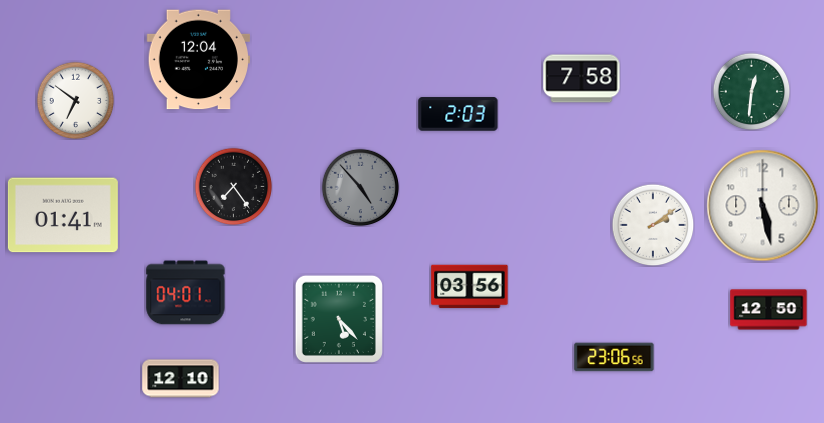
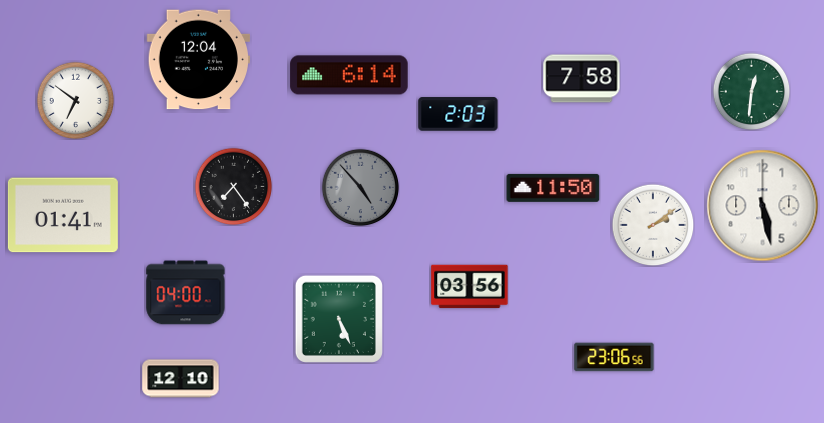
clock at (349, 75): none -> 6:14
clock at (553, 188): none -> 11:50
clock at (186, 293): 04:01 -> 04:00
clock at (769, 310): 12:50 -> none
clock at (339, 319): 5:23 -> 5:26
